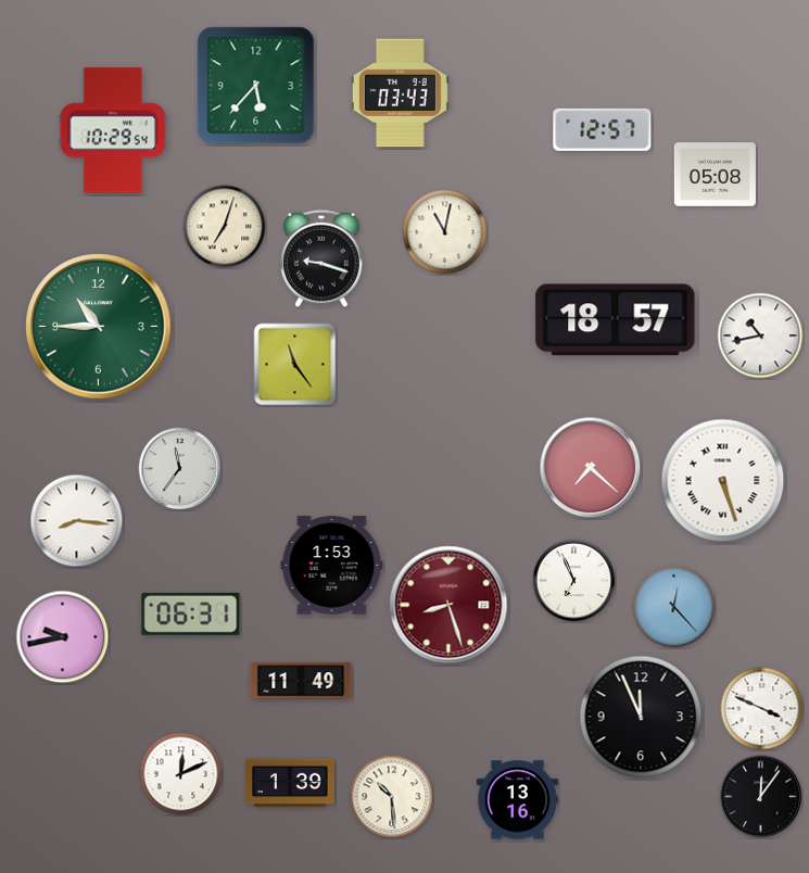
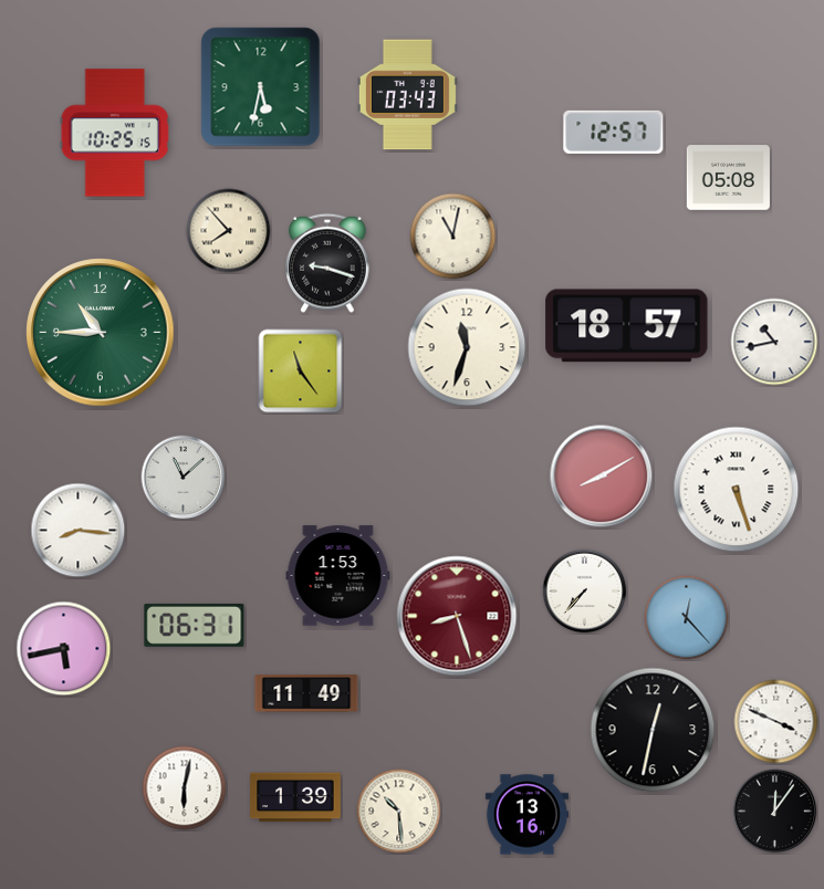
clock at (256, 86): 5:37 -> 5:32
clock at (113, 130): 10:29 -> 10:25
clock at (225, 227): 7:03 -> 7:53
clock at (467, 347): none -> 11:33
clock at (591, 468): 7:22 -> 8:10
clock at (180, 469): 11:36 -> 11:08
clock at (574, 581): 6:56 -> 7:37
clock at (63, 637): 9:43 -> 5:43
clock at (641, 717): 11:56 -> 12:32
clock at (181, 774): 12:11 -> 6:02
